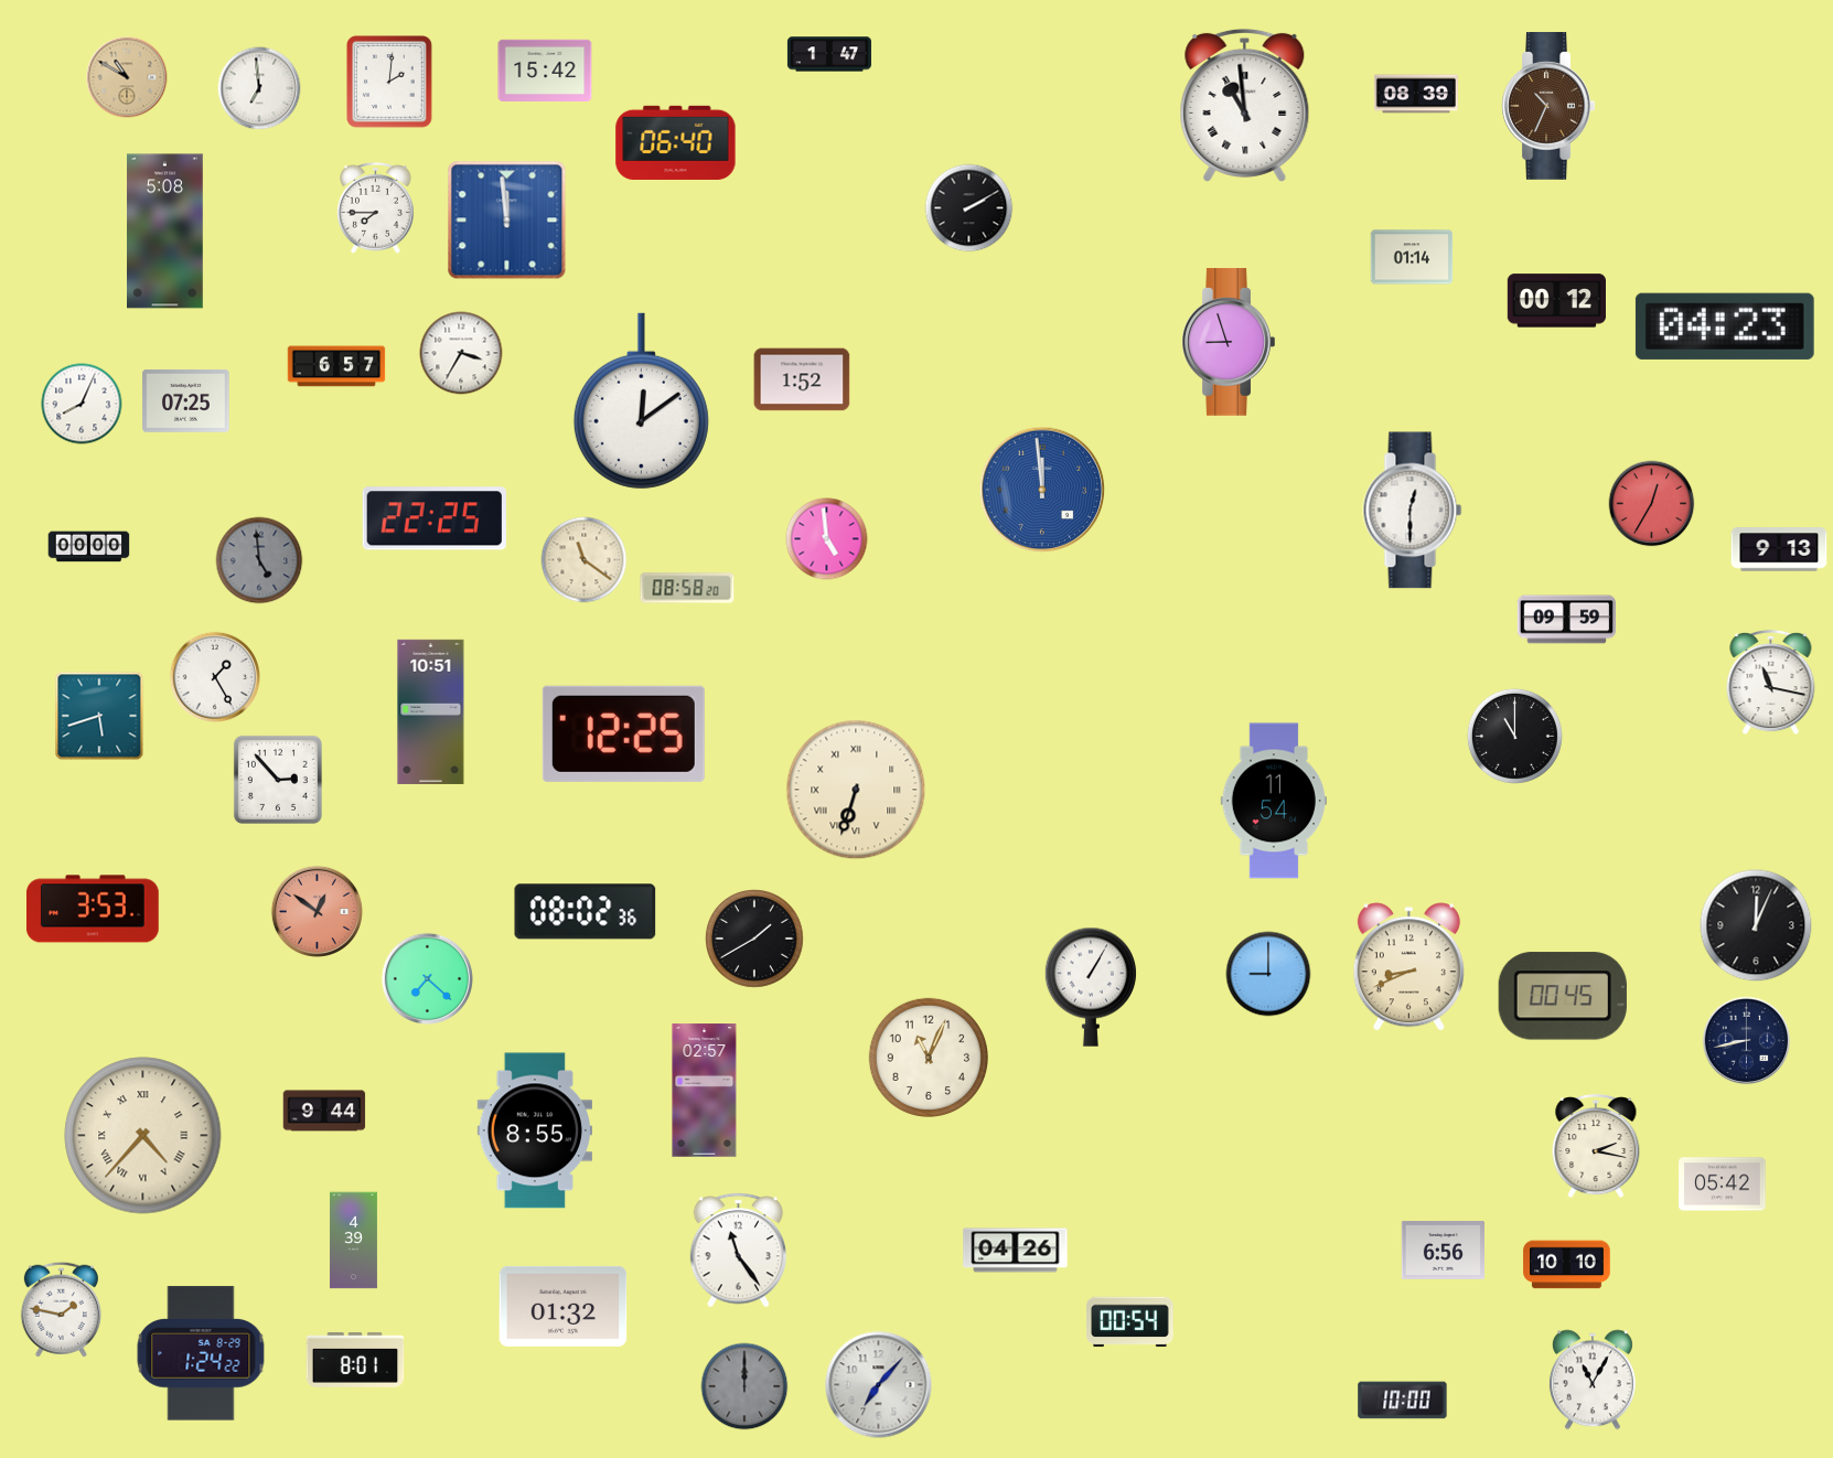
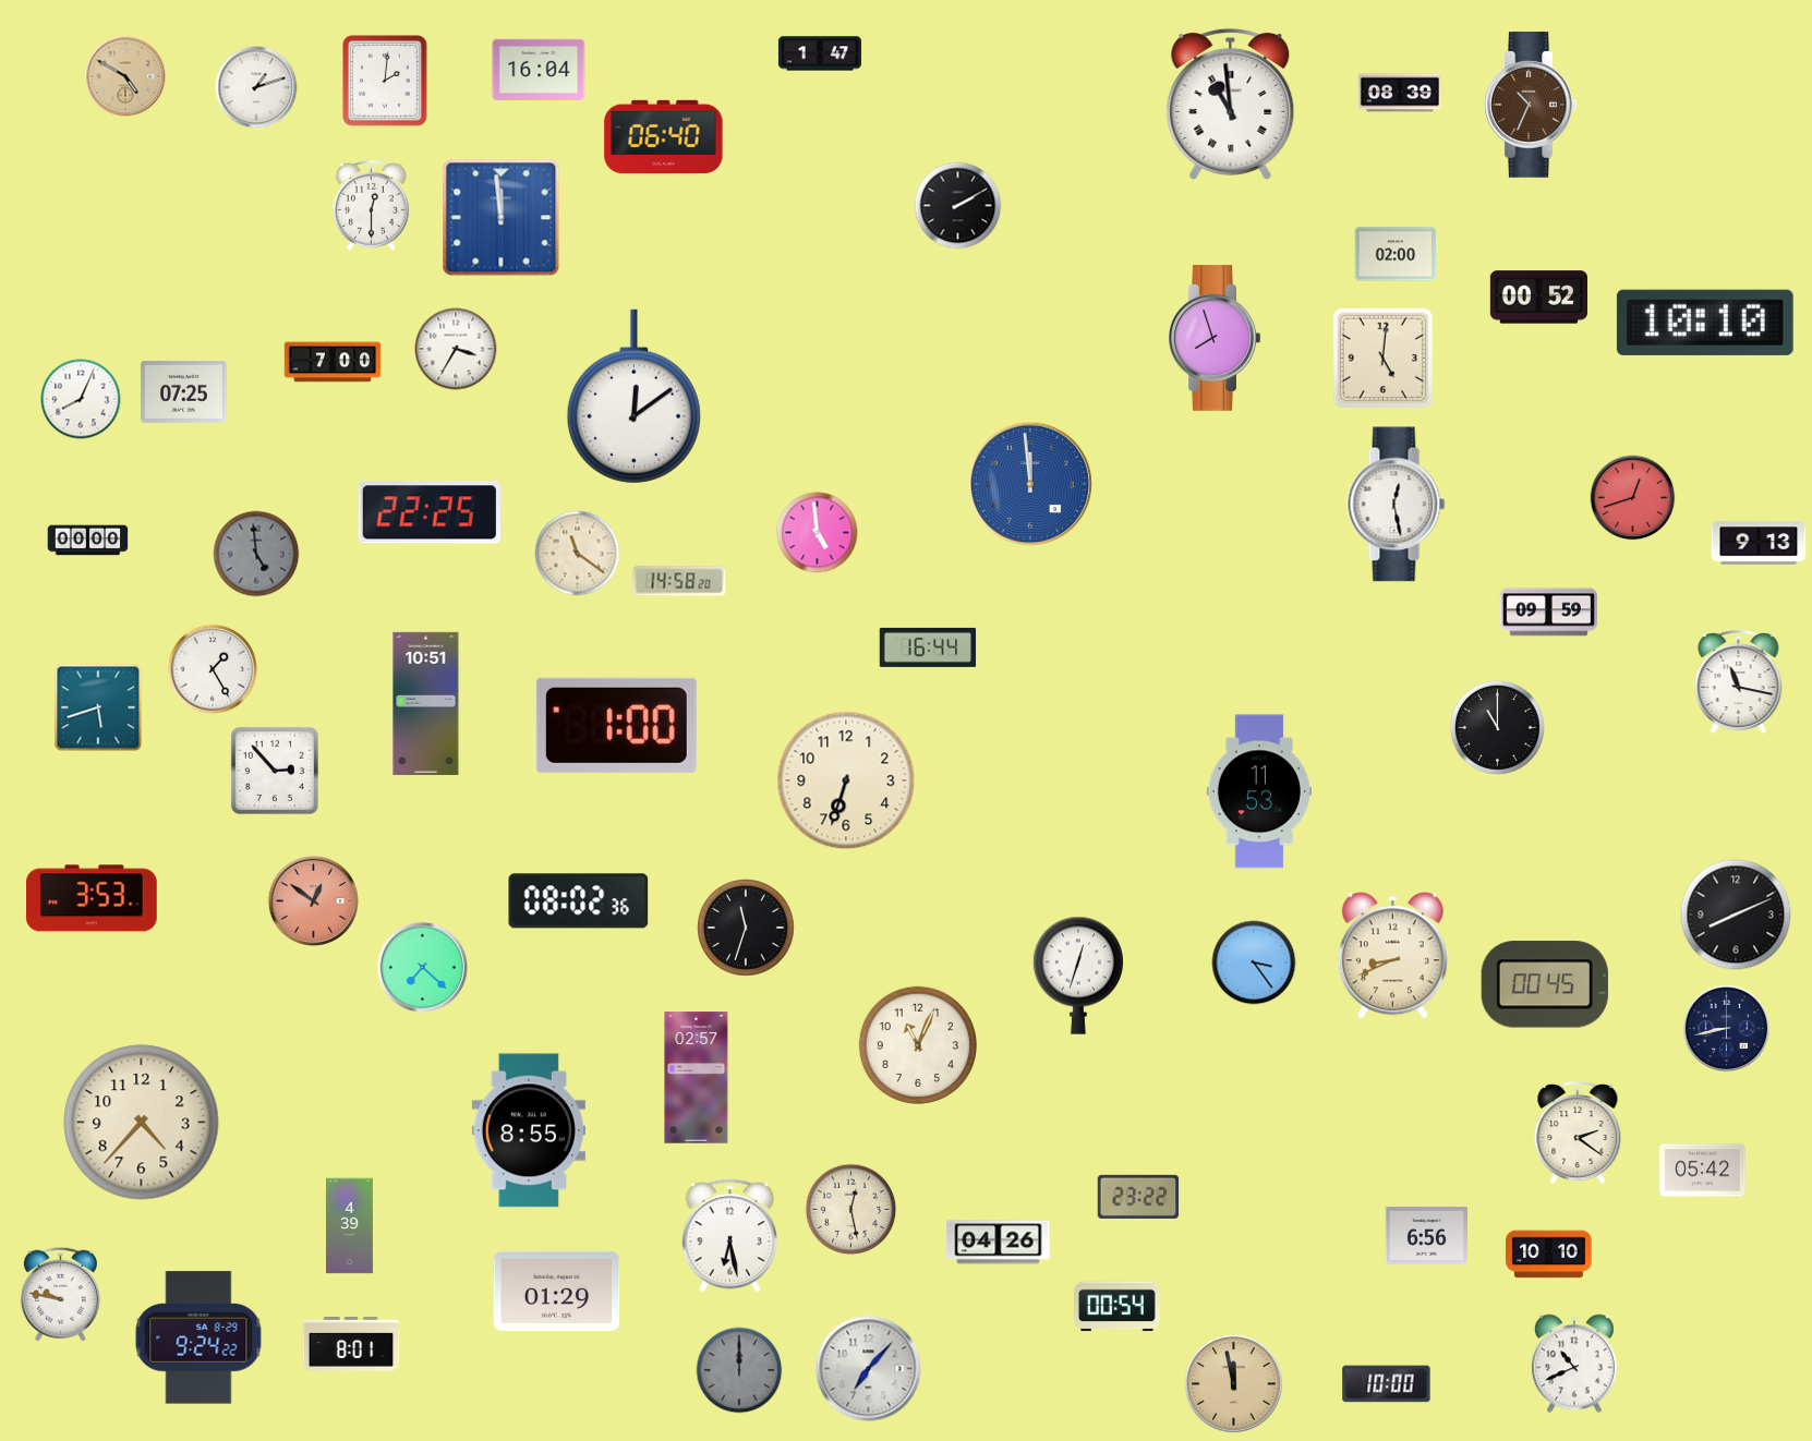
clock at (545, 69): 15:42 -> 16:04
clock at (127, 77): 10:50 -> 4:50
clock at (259, 88): 6:59 -> 1:12
clock at (676, 142) position: (676, 142) -> (664, 136)
clock at (376, 207): 7:45 -> 12:30
clock at (165, 232): 5:08 -> none
clock at (1412, 257): 01:14 -> 02:00
clock at (1556, 301): 00:12 -> 00:52
clock at (1725, 326): 04:23 -> 10:10
clock at (1229, 343): 8:57 -> 7:57
clock at (1382, 358): none -> 5:01
clock at (336, 366): 6:57 -> 7:00
clock at (802, 379): 1:52 -> none
clock at (186, 401) position: (186, 401) -> (184, 392)
clock at (1652, 504): 12:35 -> 12:42
clock at (1413, 511): 12:30 -> 12:28
clock at (687, 588): 08:58 -> 14:58
clock at (928, 647): none -> 16:44
clock at (1771, 683) position: (1771, 683) -> (1739, 682)
clock at (623, 733): 12:25 -> 1:00
clock at (856, 790) numerals: Roman -> Arabic
clock at (1273, 801): 11:54 -> 11:53
clock at (1756, 925): 12:04 -> 8:11
clock at (755, 940): 1:40 -> 11:33
clock at (1268, 974): 9:00 -> 3:24
clock at (1091, 987): 1:05 -> 12:33
clock at (324, 1111): 9:44 -> none
clock at (534, 1130) position: (534, 1130) -> (528, 1130)
clock at (143, 1136) numerals: Roman -> Arabic
clock at (1596, 1147): 2:17 -> 2:21
clock at (1138, 1197): none -> 23:22
clock at (851, 1210): none -> 12:28
clock at (738, 1251): 11:24 -> 6:28
clock at (1016, 1251) position: (1016, 1251) -> (999, 1243)
clock at (1567, 1265) position: (1567, 1265) -> (1549, 1255)
clock at (564, 1306): 01:32 -> 01:29
clock at (61, 1309): 1:47 -> 9:47
clock at (201, 1353): 1:24 -> 9:24
clock at (1593, 1380): 11:05 -> 10:41
clock at (744, 1386) position: (744, 1386) -> (739, 1370)
clock at (1234, 1384): none -> 11:58
